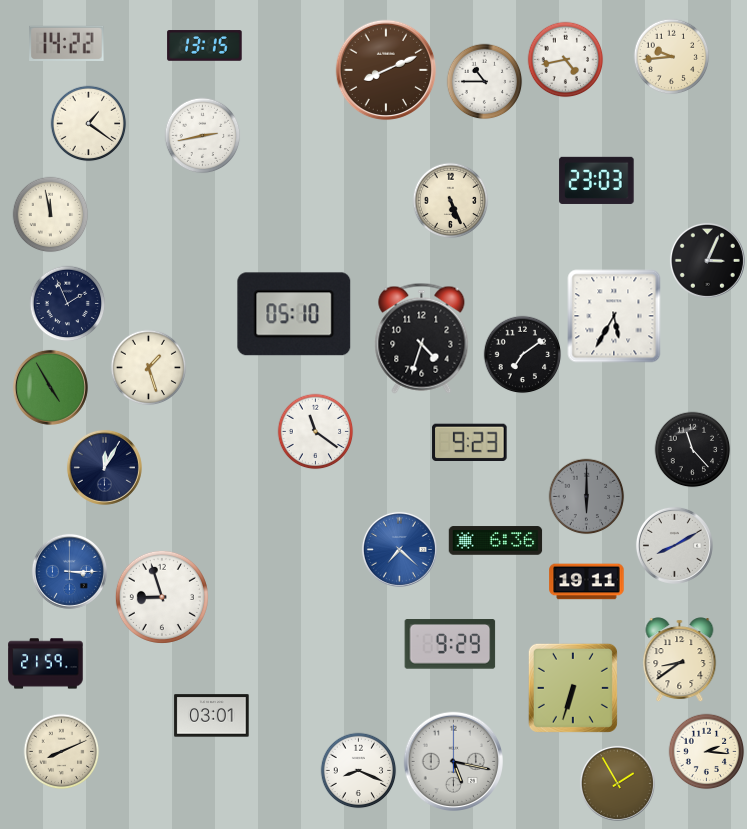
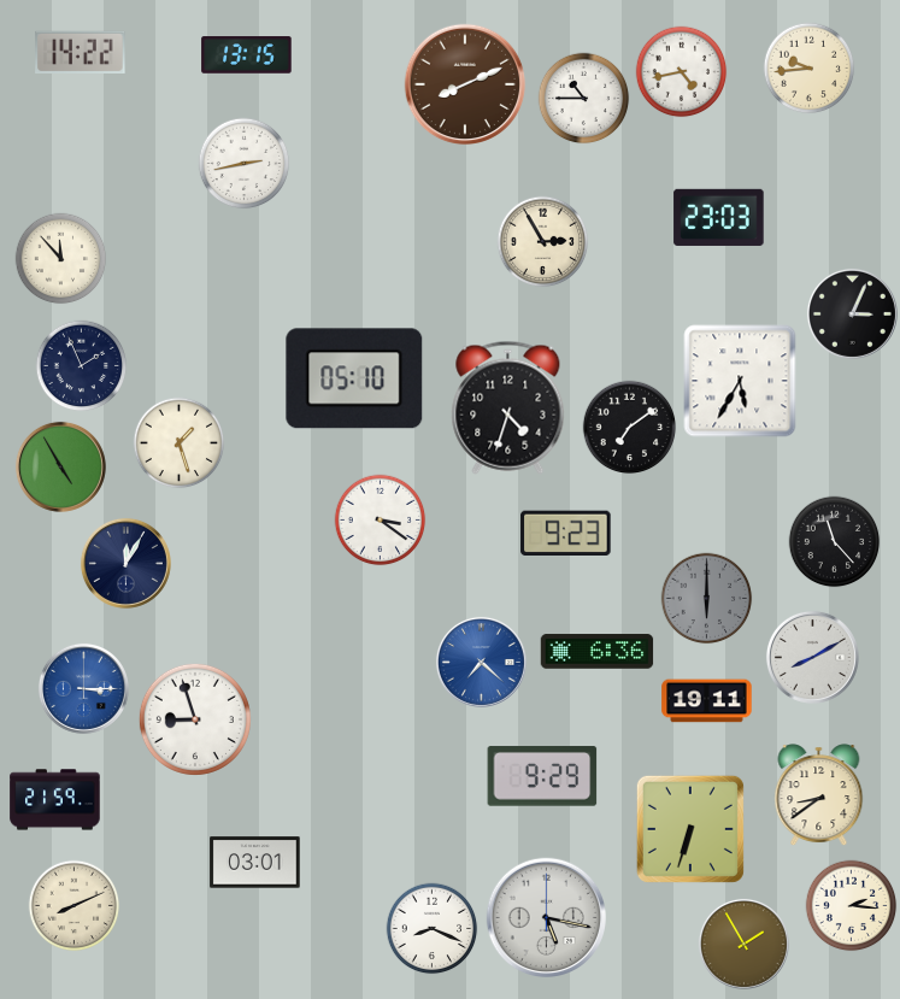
clock at (89, 124): 1:21 -> none
clock at (451, 201): 5:26 -> 2:55
clock at (51, 215): 11:58 -> 11:53
clock at (316, 432): 11:21 -> 3:21
